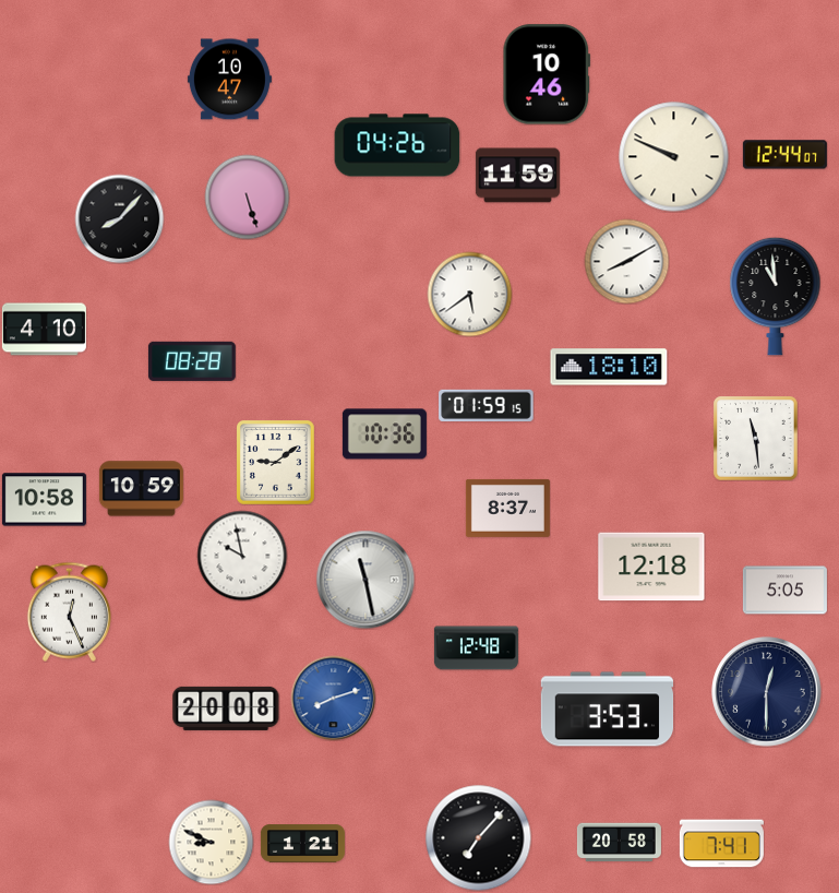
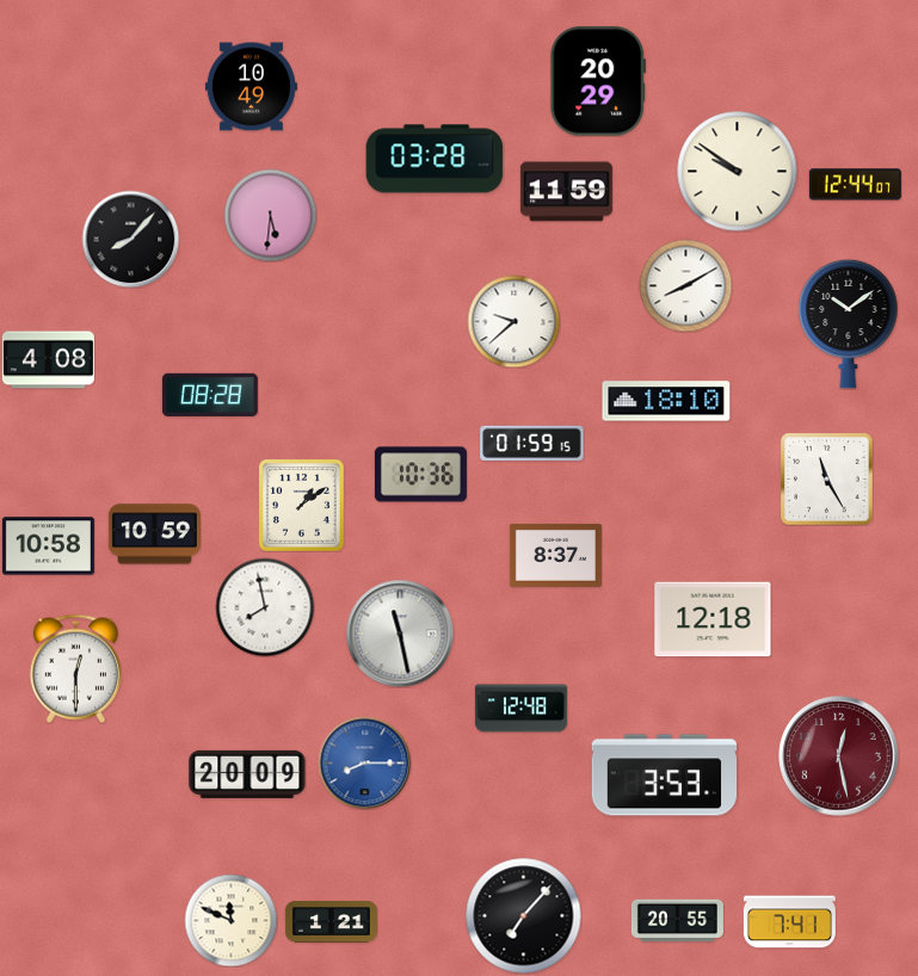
clock at (547, 74): 10:46 -> 20:29
clock at (229, 80): 10:47 -> 10:49
clock at (397, 145): 04:26 -> 03:28
clock at (784, 155) position: (784, 155) -> (855, 185)
clock at (674, 157): 9:49 -> 9:51
clock at (247, 197): 5:27 -> 5:31
clock at (469, 294): 5:39 -> 9:38
clock at (776, 296): 10:59 -> 10:09
clock at (44, 330): 4:10 -> 4:08
clock at (755, 438): 11:29 -> 11:25
clock at (276, 463): 9:09 -> 1:09
clock at (242, 556): 9:58 -> 7:58
clock at (784, 591): 5:05 -> none
clock at (69, 611): 12:26 -> 12:30
clock at (767, 692): 12:30 -> 12:28
clock at (767, 692) dial: navy -> burgundy
clock at (333, 698): 8:12 -> 8:15
clock at (226, 709): 20:08 -> 20:09
clock at (211, 842): 8:49 -> 11:49
clock at (619, 843): 20:58 -> 20:55
